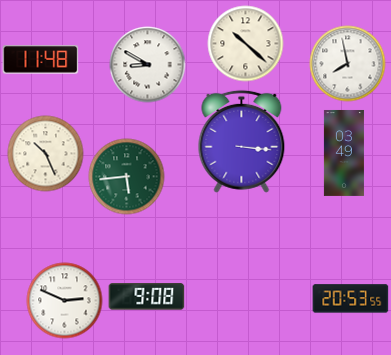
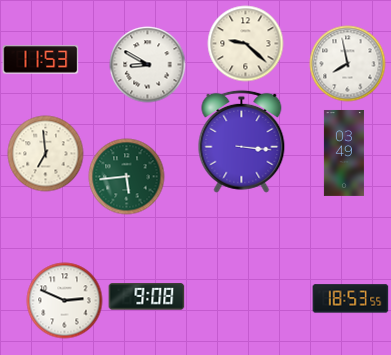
clock at (246, 44): 10:22 -> 9:22
clock at (41, 60): 11:48 -> 11:53
clock at (46, 154): 10:26 -> 6:59
clock at (351, 299): 20:53 -> 18:53
